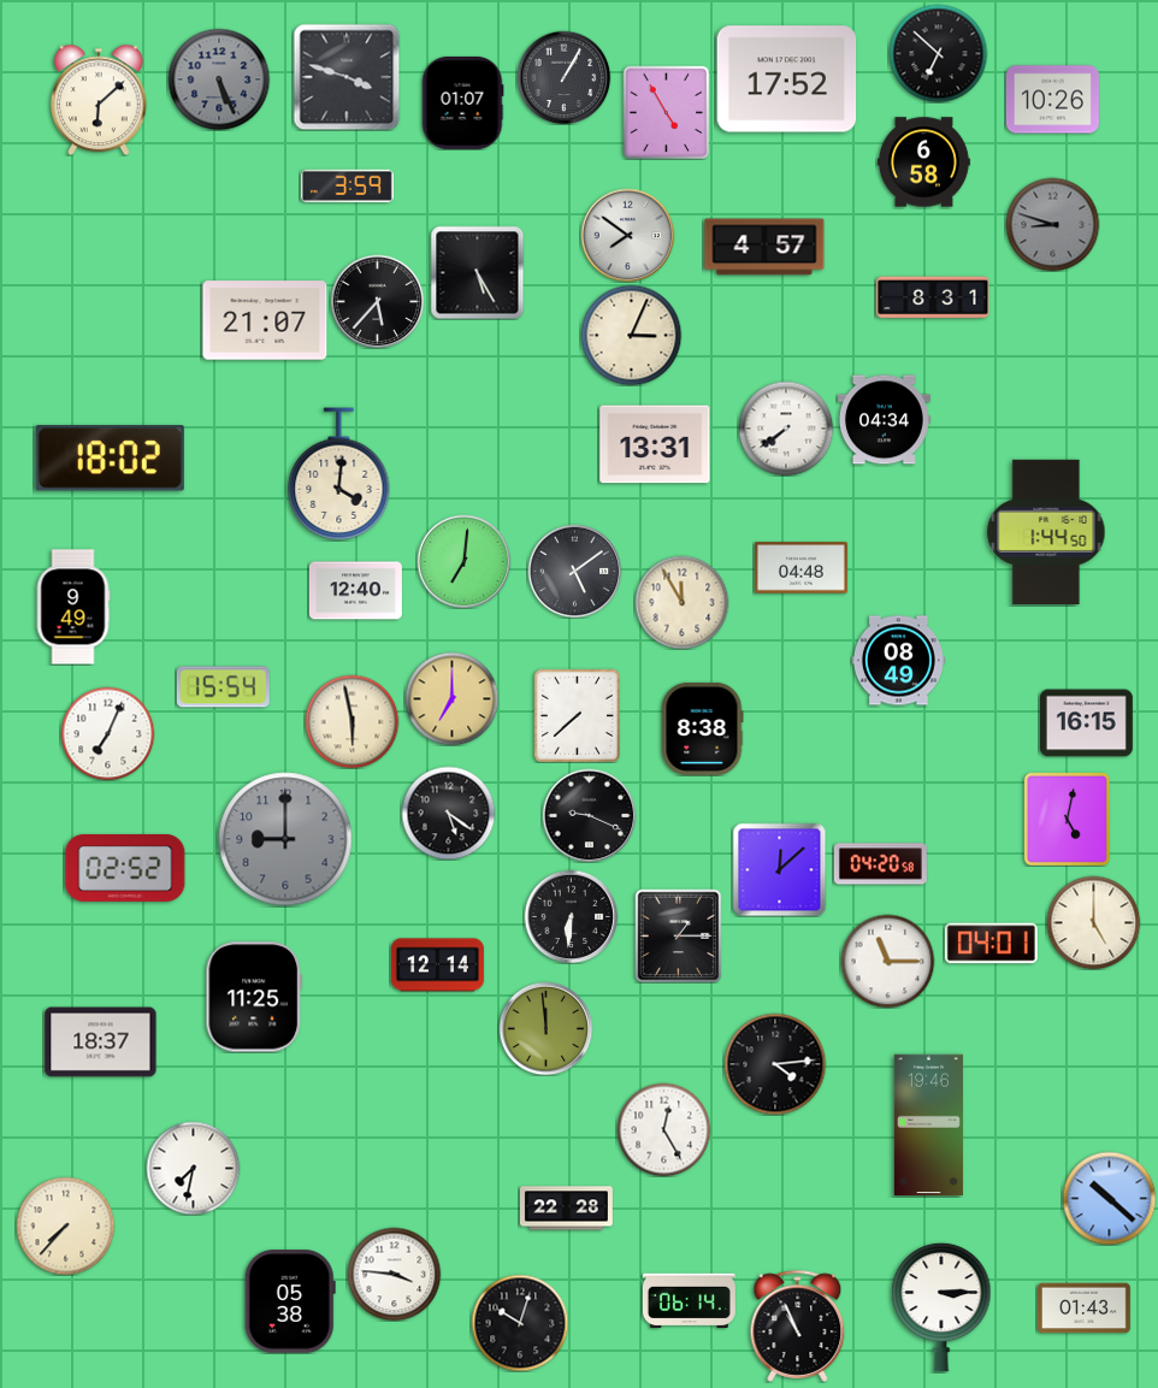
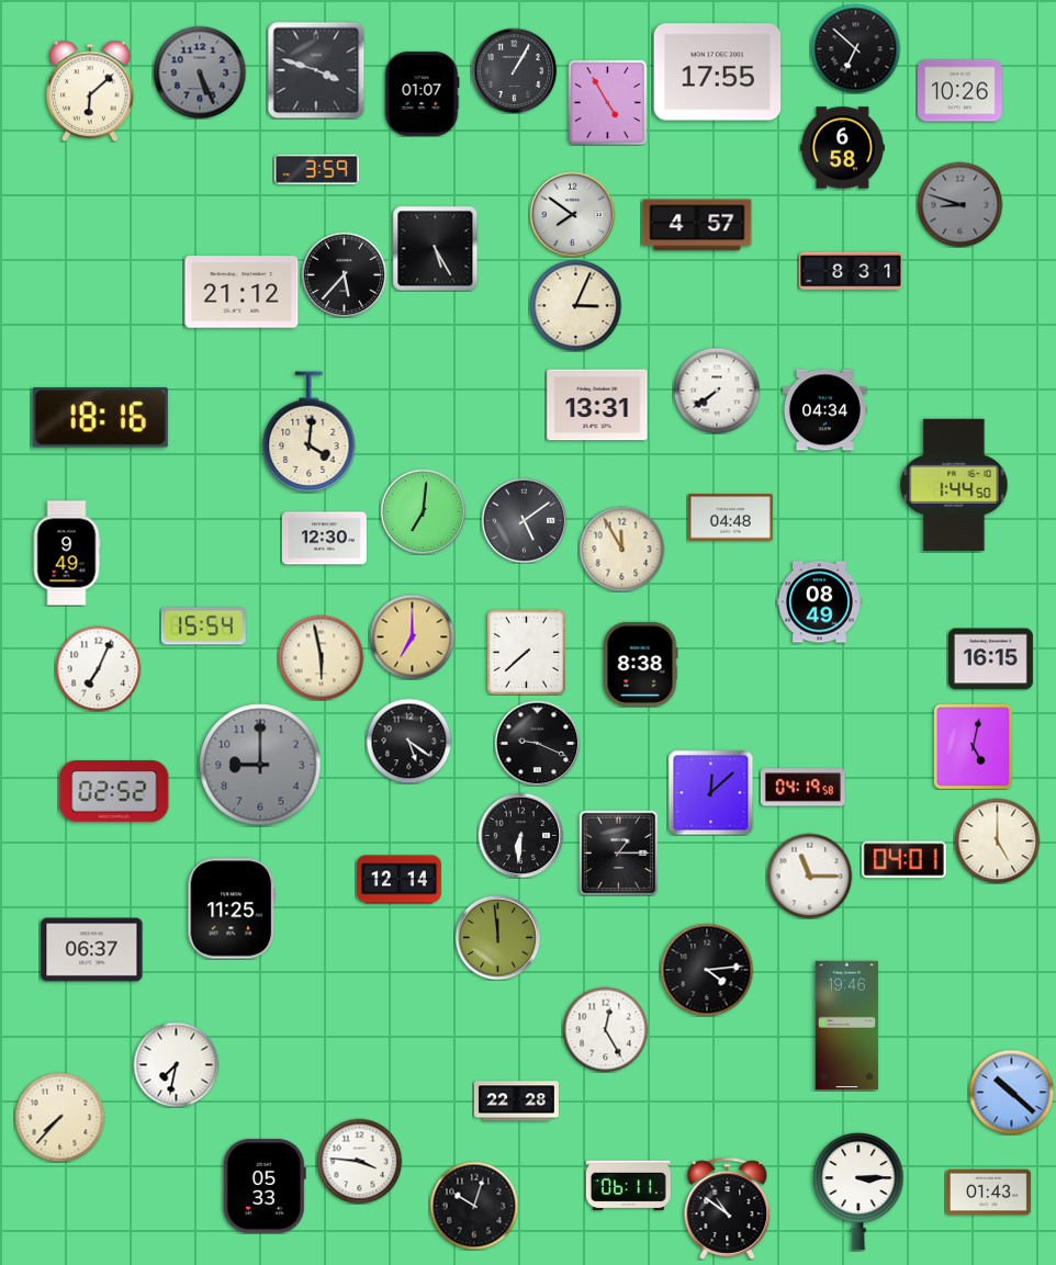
clock at (787, 79): 17:52 -> 17:55
clock at (265, 320): 21:07 -> 21:12
clock at (884, 420) position: (884, 420) -> (824, 410)
clock at (110, 459): 18:02 -> 18:16
clock at (355, 591): 12:40 -> 12:30
clock at (880, 864): 04:20 -> 04:19
clock at (101, 1043): 18:37 -> 06:37
clock at (290, 1301): 05:38 -> 05:33
clock at (689, 1301): 06:14 -> 06:11
clock at (798, 1325): 10:56 -> 10:51
